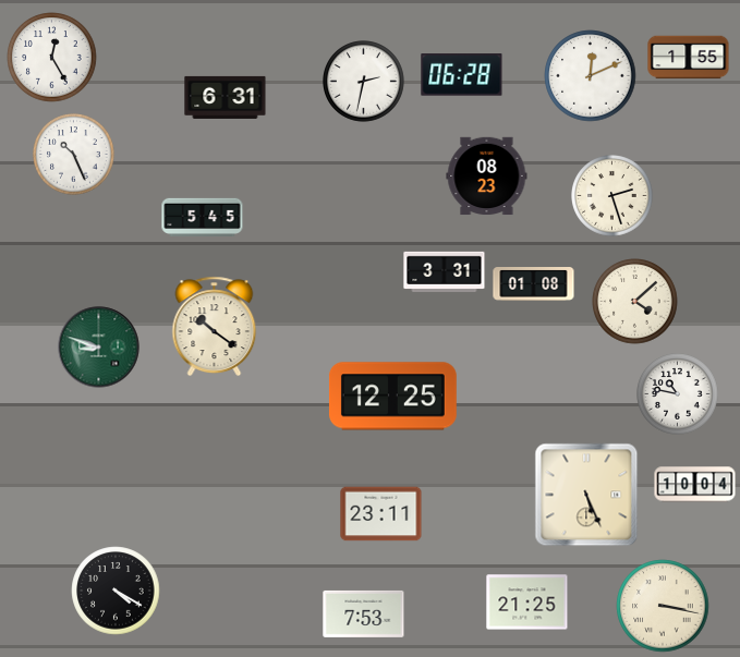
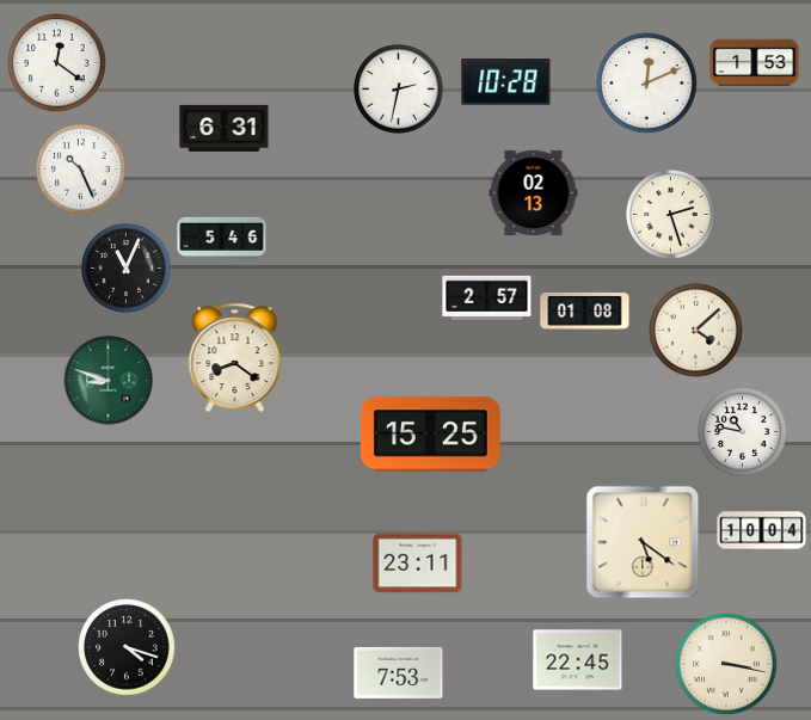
clock at (52, 58): 12:25 -> 12:21
clock at (689, 58): 1:55 -> 1:53
clock at (462, 75): 06:28 -> 10:28
clock at (226, 97) position: (226, 97) -> (225, 128)
clock at (487, 177): 08:23 -> 02:13
clock at (203, 217): 5:45 -> 5:46
clock at (127, 269): none -> 11:04
clock at (445, 271): 3:31 -> 2:57
clock at (215, 327): 10:21 -> 8:21
clock at (392, 397): 12:25 -> 15:25
clock at (586, 495): 5:26 -> 5:21
clock at (116, 591): 4:20 -> 4:18
clock at (527, 603): 21:25 -> 22:45
